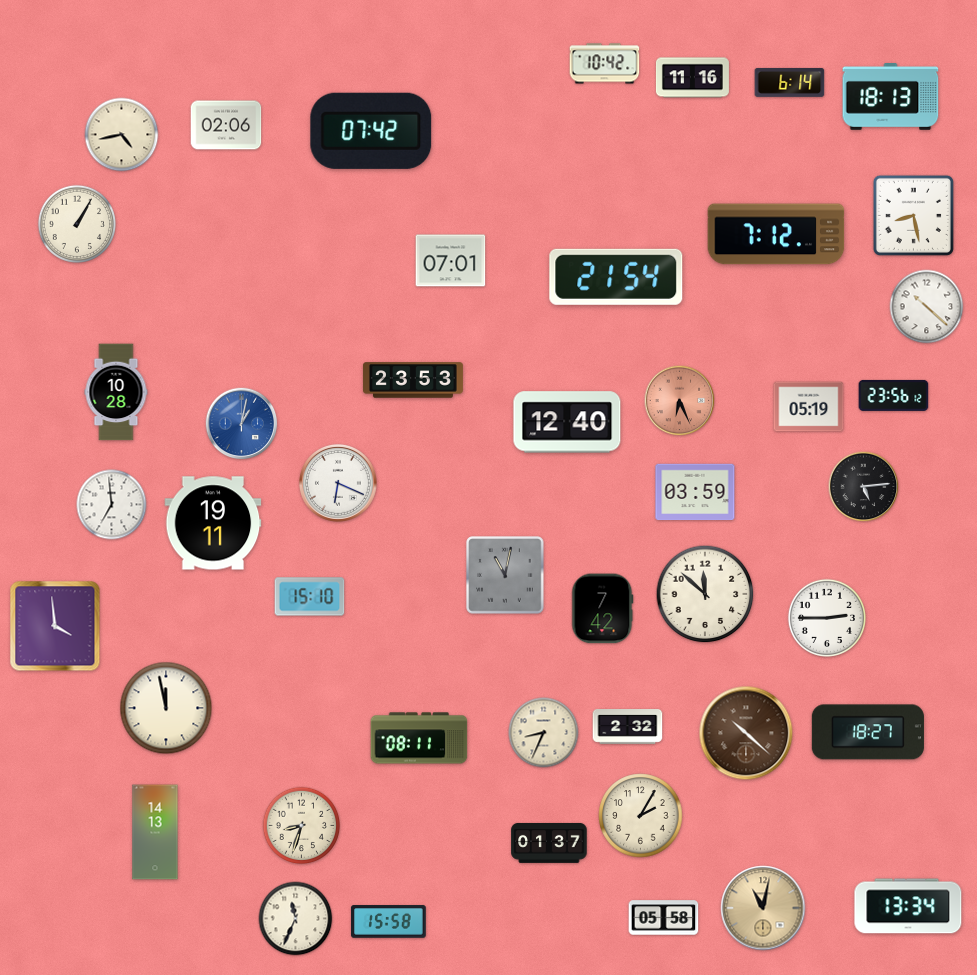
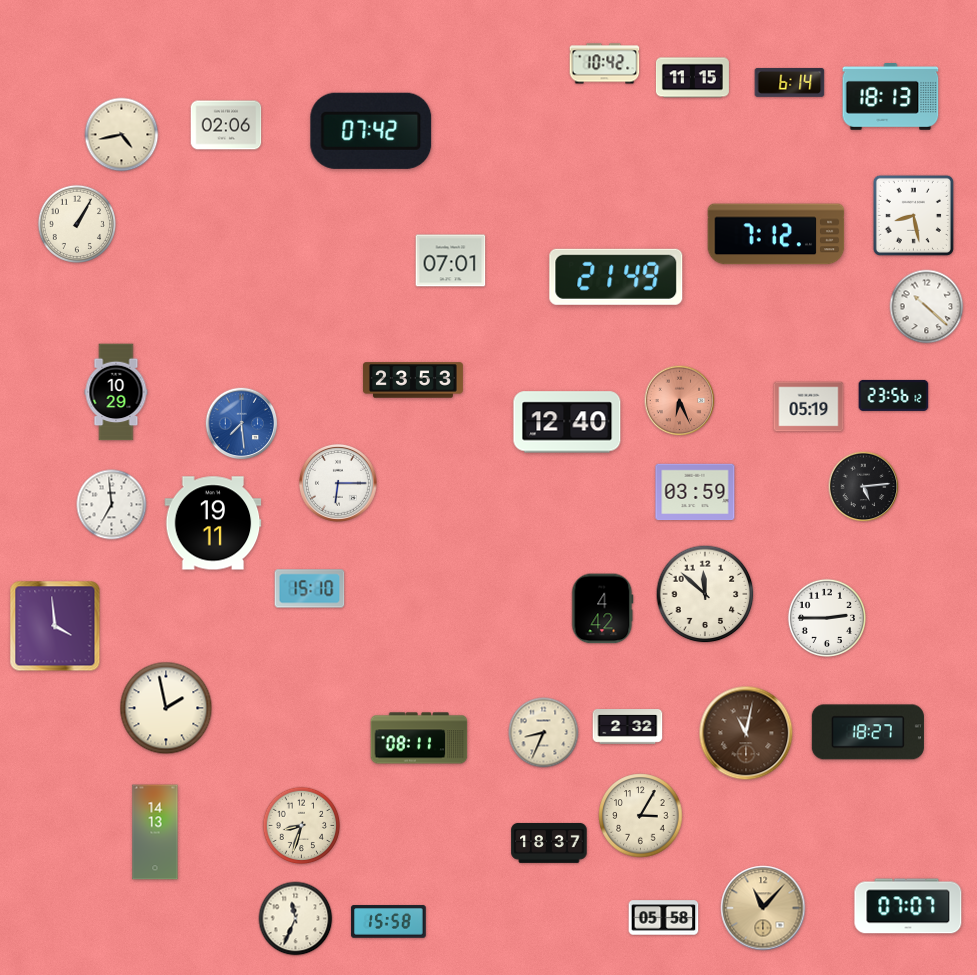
clock at (692, 78): 11:16 -> 11:15
clock at (616, 277): 21:54 -> 21:49
clock at (116, 392): 10:28 -> 10:29
clock at (242, 424): 1:02 -> 7:29
clock at (338, 483): 6:19 -> 6:15
clock at (505, 575): 11:02 -> none
clock at (310, 597) position: (310, 597) -> (310, 589)
clock at (603, 609): 7:42 -> 4:42
clock at (166, 708): 11:58 -> 1:58
clock at (746, 733): 10:22 -> 11:02
clock at (641, 816): 2:05 -> 3:05
clock at (549, 843): 01:37 -> 18:37
clock at (908, 906): 13:34 -> 07:07
clock at (763, 908): 11:02 -> 11:07
